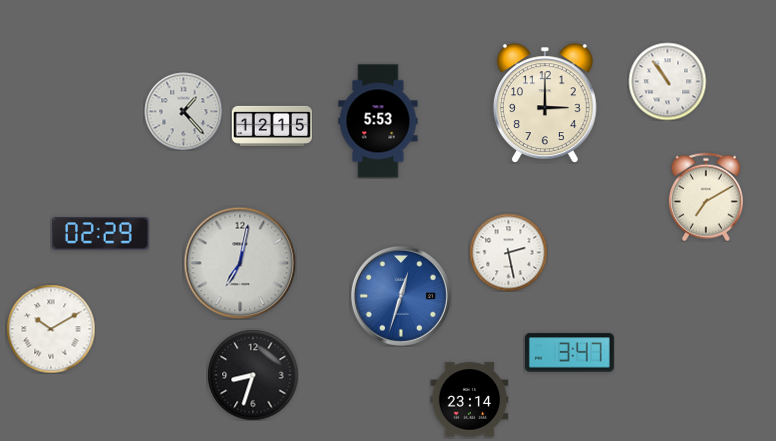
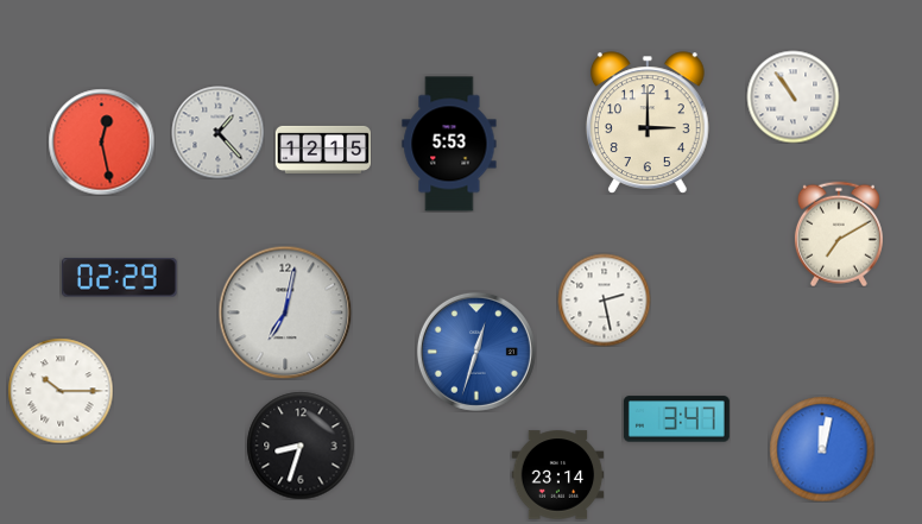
clock at (101, 141): none -> 12:28
clock at (51, 329): 10:10 -> 10:15
clock at (822, 449): none -> 12:02
